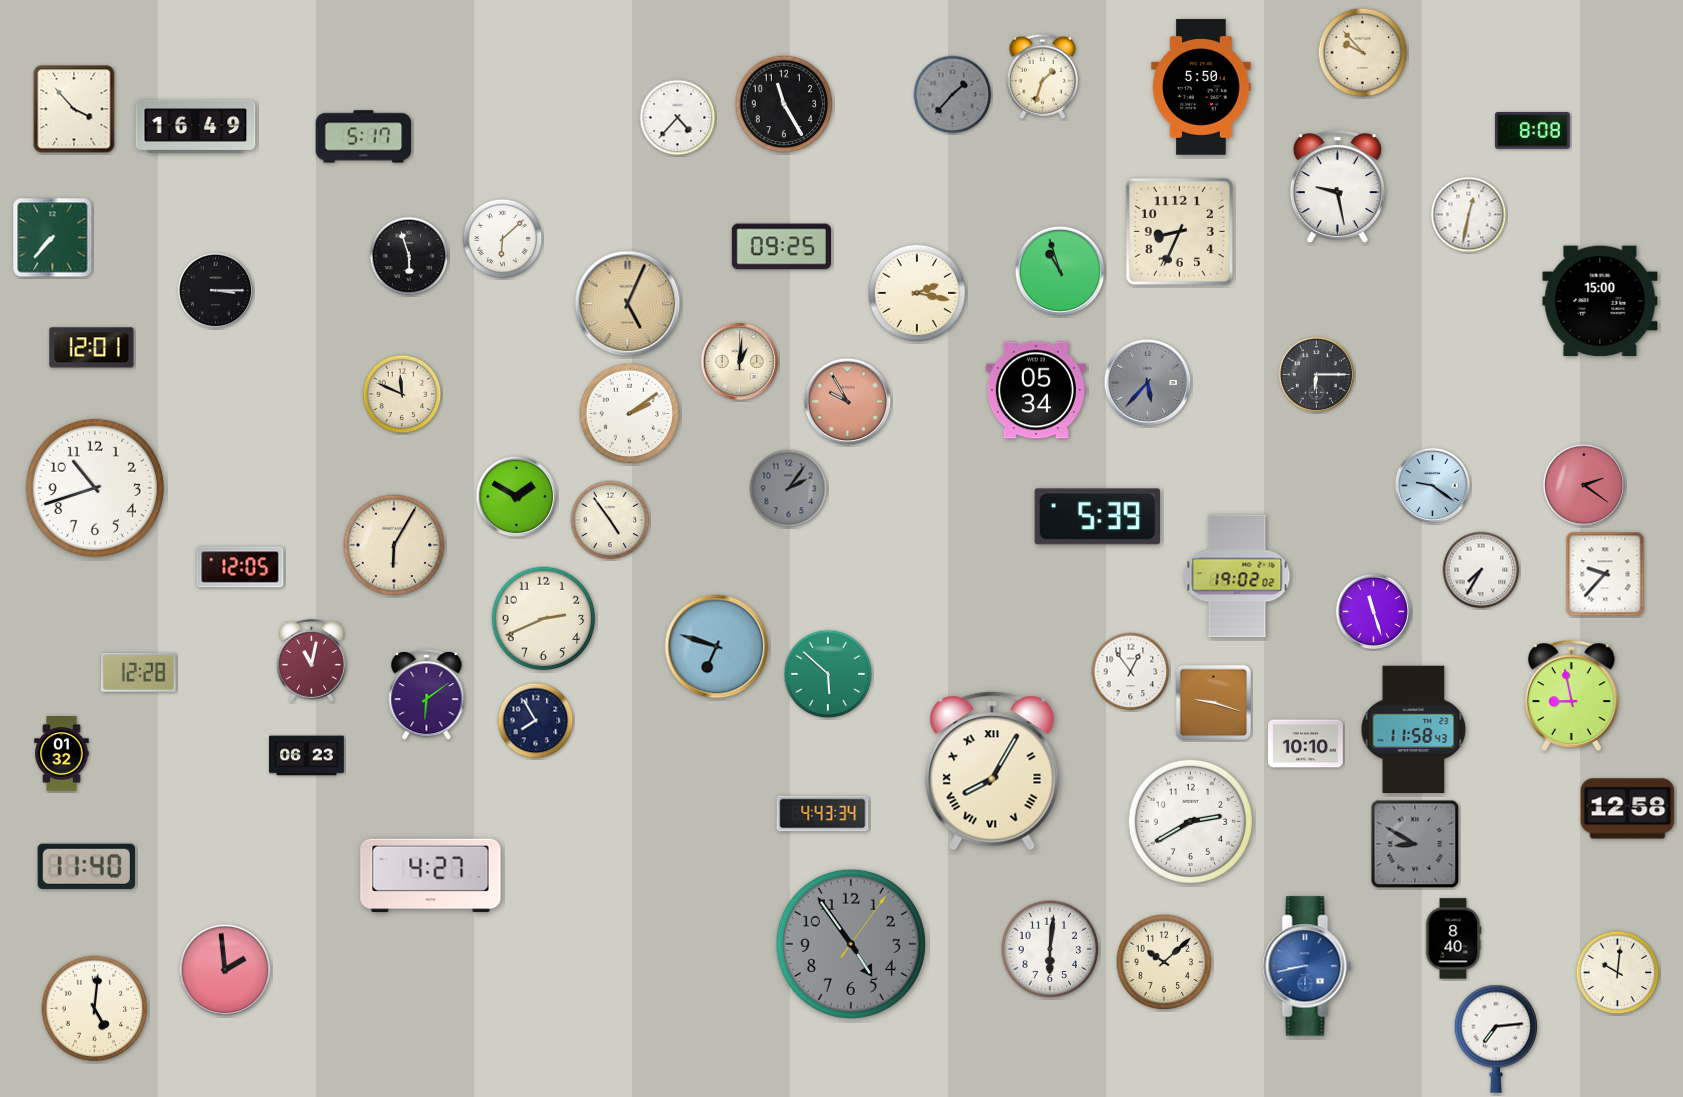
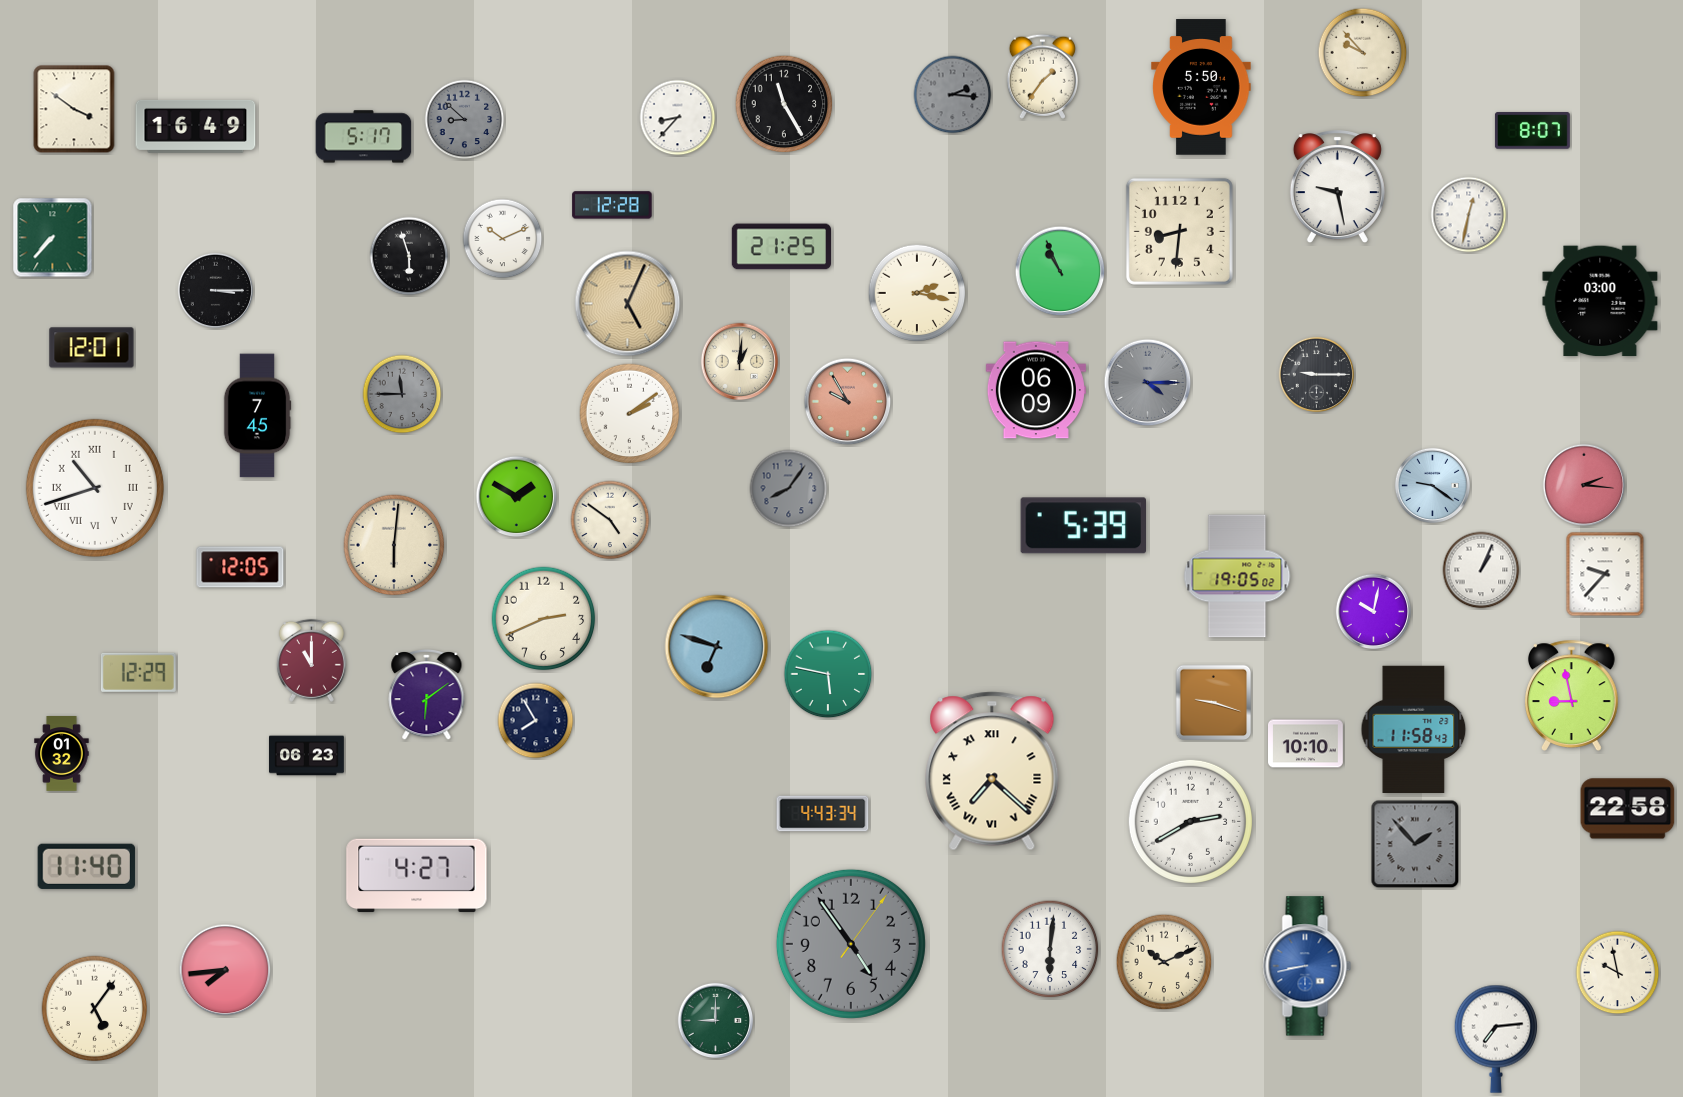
clock at (1042, 76): 1:33 -> 1:36
clock at (953, 95): 1:37 -> 2:16
clock at (74, 109): 3:53 -> 3:51
clock at (678, 118): 4:37 -> 8:37
clock at (465, 120): none -> 8:52
clock at (1532, 131): 8:08 -> 8:07
clock at (612, 205): none -> 12:28
clock at (1179, 231): 8:34 -> 8:31
clock at (503, 239): 6:08 -> 10:11
clock at (781, 247): 09:25 -> 21:25
clock at (1060, 271): 10:57 -> 10:56
clock at (1600, 301): 15:00 -> 03:00
clock at (1316, 374): 6:15 -> 9:15
clock at (1148, 383): 5:37 -> 4:15
clock at (1036, 390): 05:34 -> 06:09
clock at (402, 394): 11:49 -> 11:45
clock at (402, 394) dial: cream -> grey
clock at (257, 416): none -> 7:45
clock at (1584, 485): 2:21 -> 2:16
clock at (95, 488) numerals: Arabic -> Roman
clock at (789, 489): 2:06 -> 8:06
clock at (1097, 517) position: (1097, 517) -> (1083, 526)
clock at (610, 520): 4:54 -> 4:51
clock at (394, 545): 6:05 -> 6:01
clock at (1481, 570): 7:35 -> 1:04
clock at (1237, 576): 19:02 -> 19:05
clock at (1373, 611): 11:27 -> 10:02
clock at (311, 660): 11:02 -> 11:00
clock at (138, 672): 12:28 -> 12:29
clock at (1131, 672): 12:54 -> none
clock at (828, 674): 5:52 -> 5:47
clock at (992, 771): 8:05 -> 7:22
clock at (1628, 809): 12:58 -> 22:58
clock at (1415, 844): 8:50 -> 1:53
clock at (431, 876) position: (431, 876) -> (417, 876)
clock at (1453, 939): 8:40 -> none
clock at (1164, 962): 10:08 -> 10:11
clock at (225, 970): 1:59 -> 7:44
clock at (1618, 973): 10:01 -> 9:58
clock at (95, 1009): 5:01 -> 5:06
clock at (715, 1020): none -> 9:00
